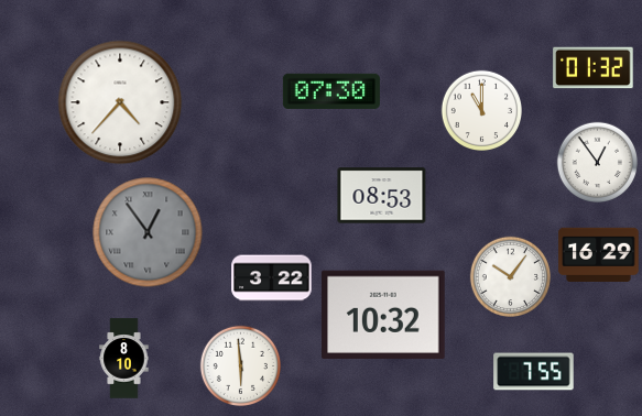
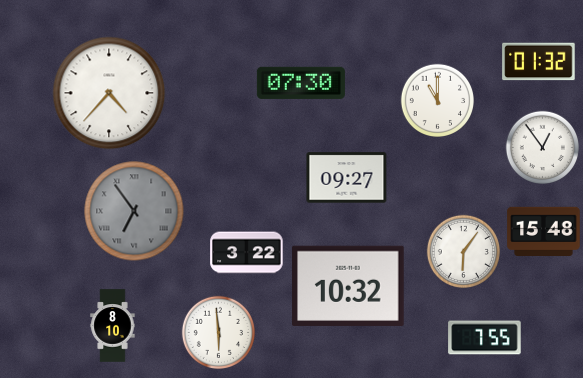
clock at (382, 196): 08:53 -> 09:27
clock at (148, 232): 12:54 -> 6:54
clock at (599, 254): 16:29 -> 15:48
clock at (510, 276): 10:06 -> 6:06
